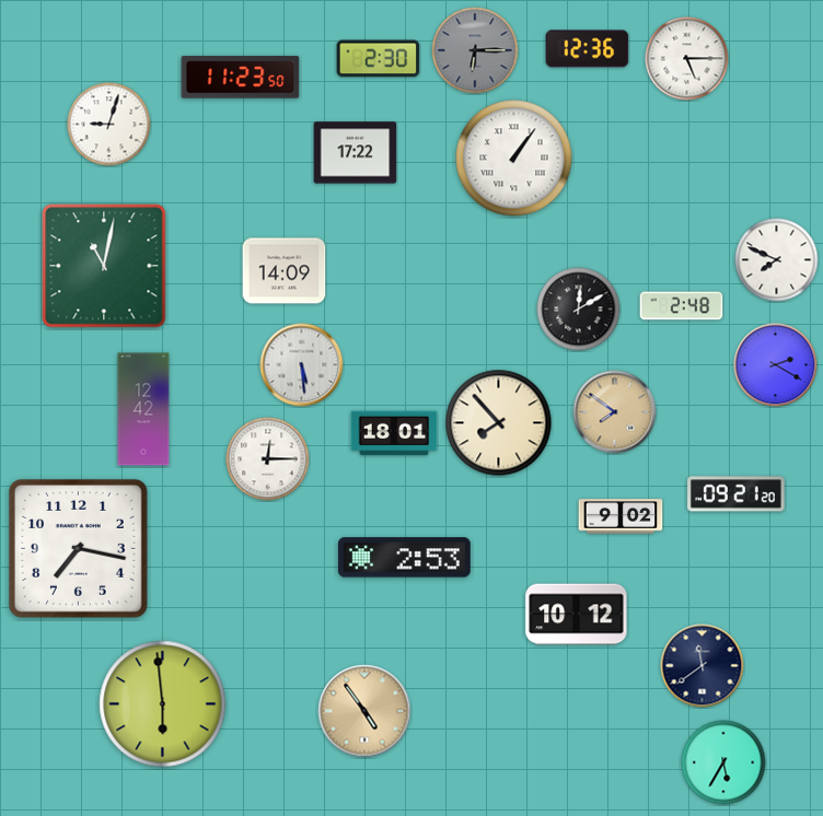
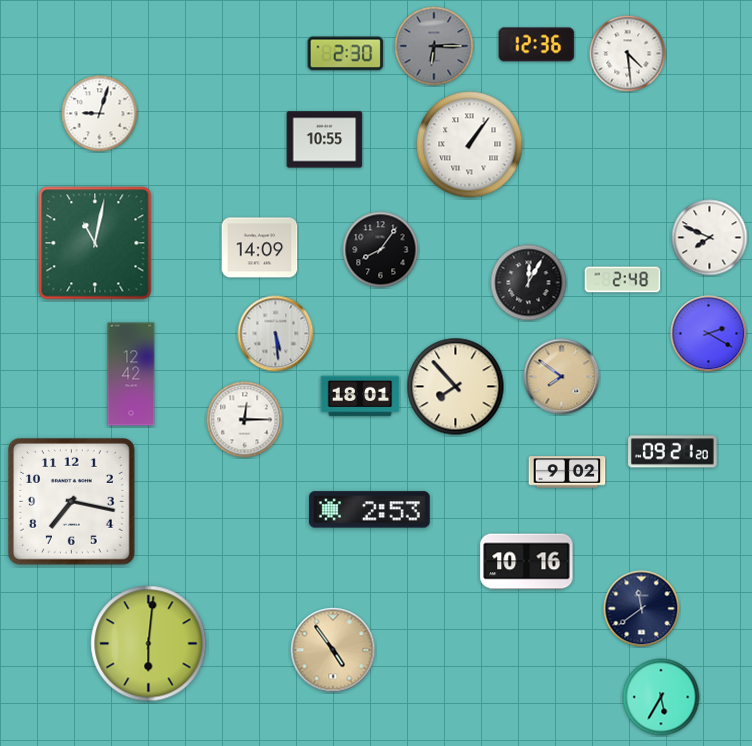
clock at (687, 59): 5:15 -> 4:29
clock at (241, 78): 11:23 -> none
clock at (356, 153): 17:22 -> 10:55
clock at (381, 250): none -> 8:06
clock at (579, 310): 12:10 -> 12:05
clock at (577, 615): 10:12 -> 10:16
clock at (163, 704): 5:59 -> 6:01
